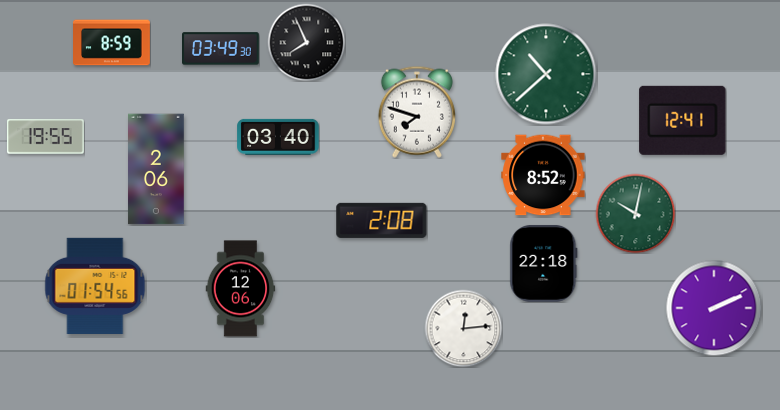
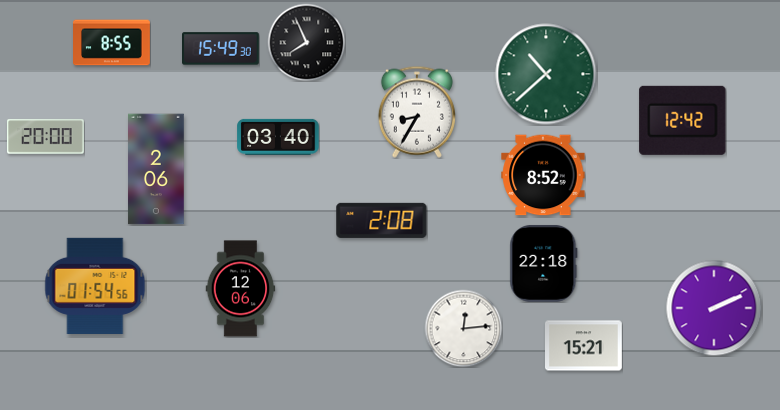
clock at (112, 43): 8:59 -> 8:55
clock at (221, 49): 03:49 -> 15:49
clock at (417, 112): 7:48 -> 8:35
clock at (683, 120): 12:41 -> 12:42
clock at (46, 137): 19:55 -> 20:00
clock at (635, 213): 10:02 -> none
clock at (584, 346): none -> 15:21
